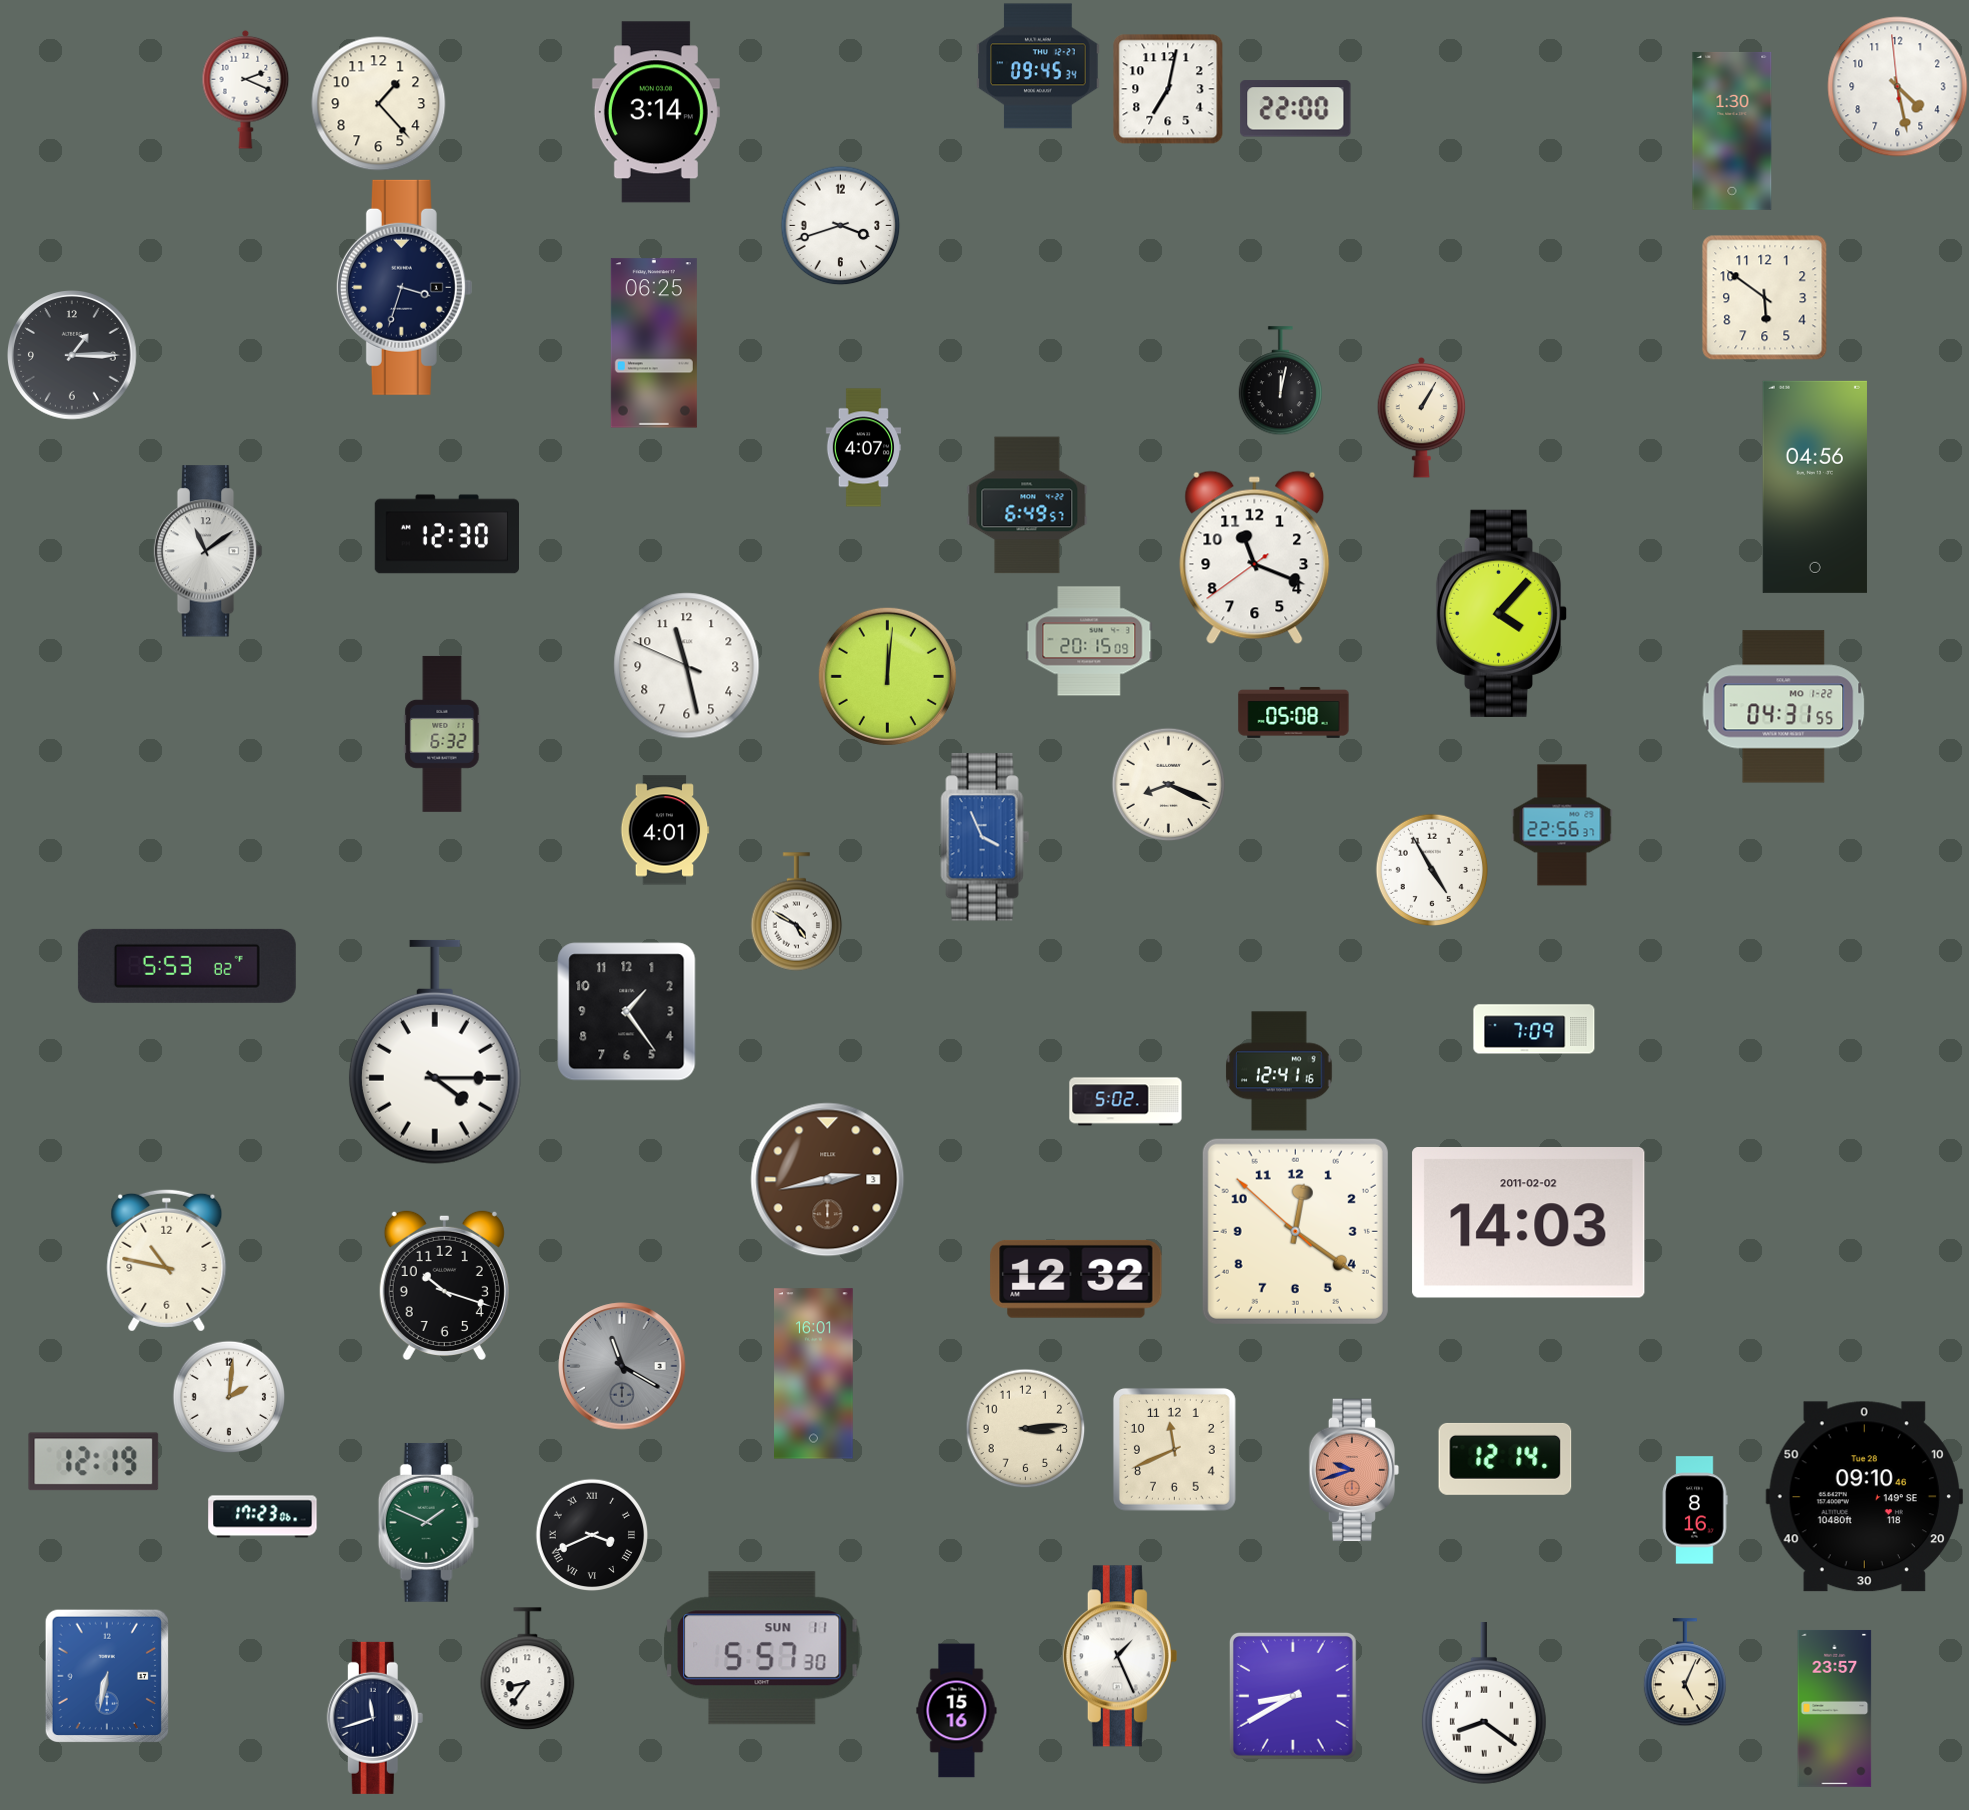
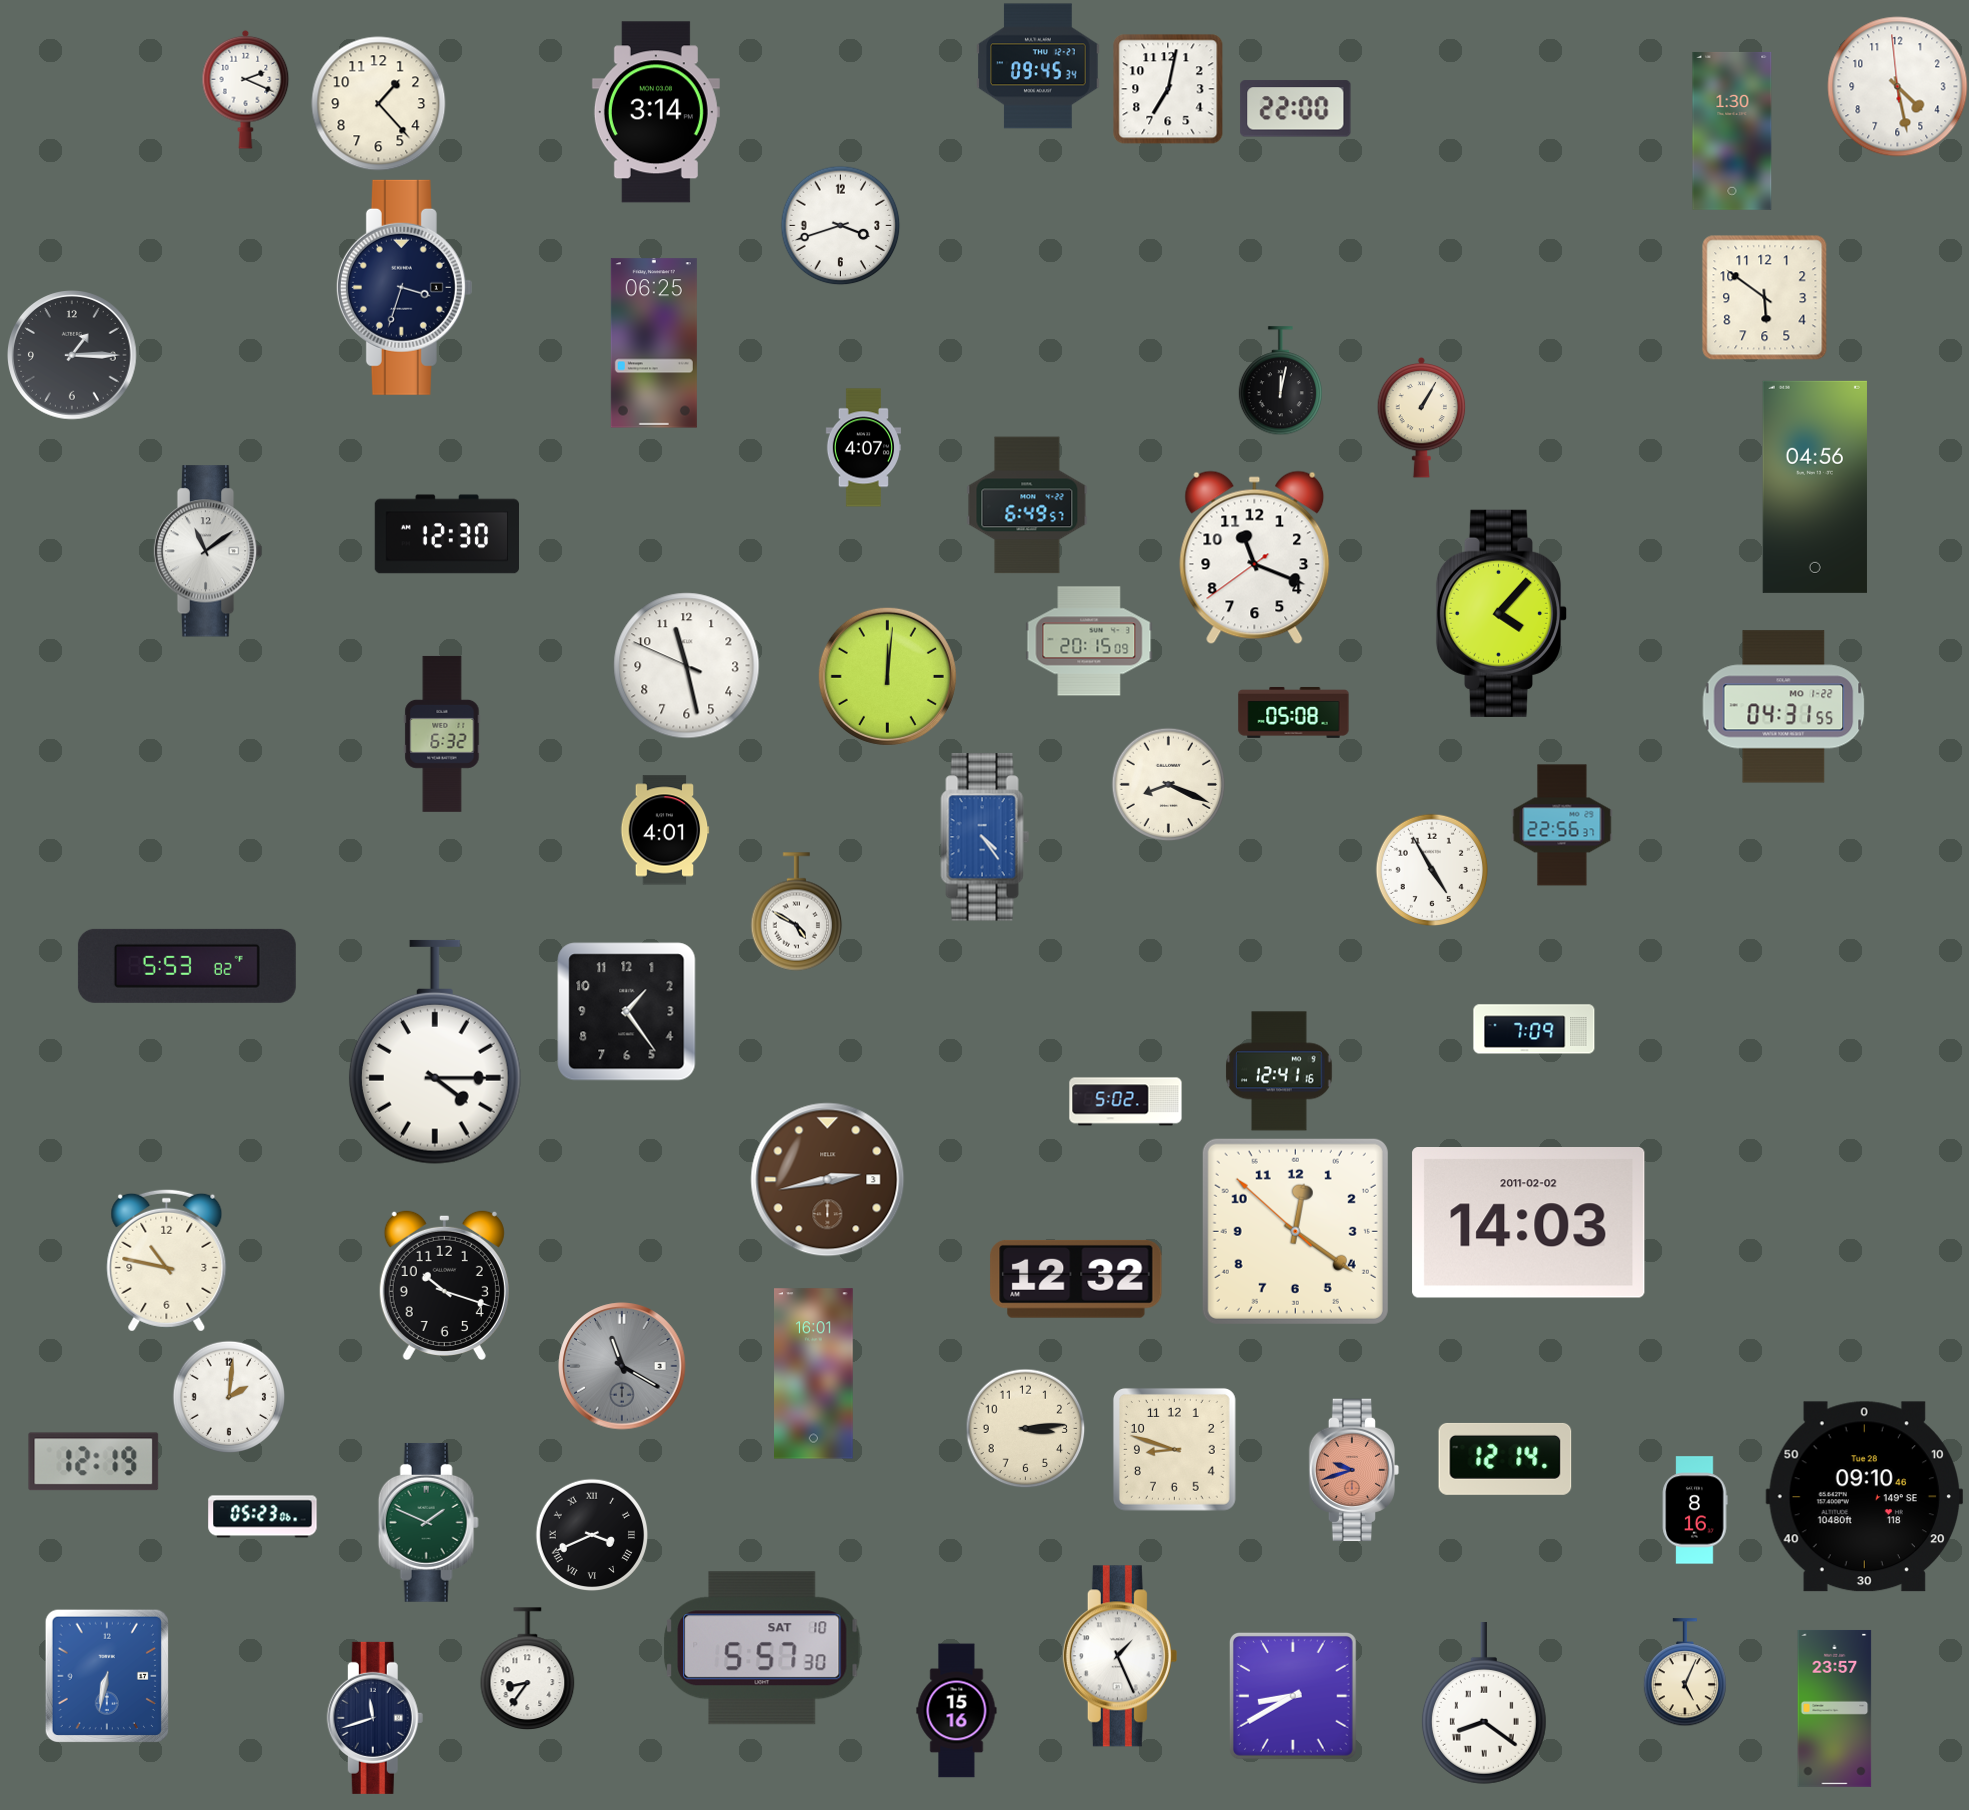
clock at (985, 837): 3:56 -> 4:24
clock at (1174, 1449): 11:41 -> 8:48
clock at (263, 1517): 17:23 -> 05:23
clock at (762, 1648) date: SUN 11 -> SAT 10
